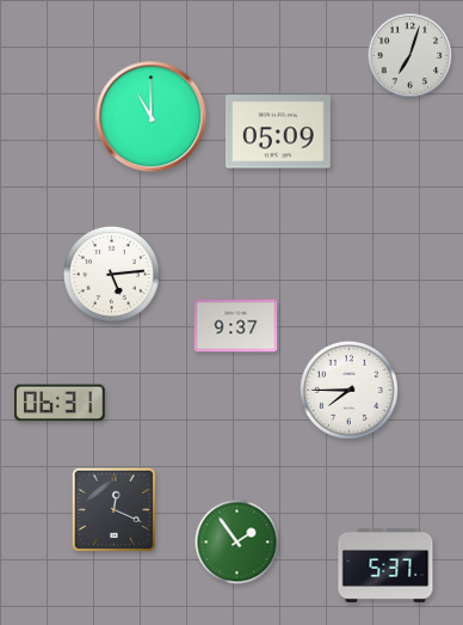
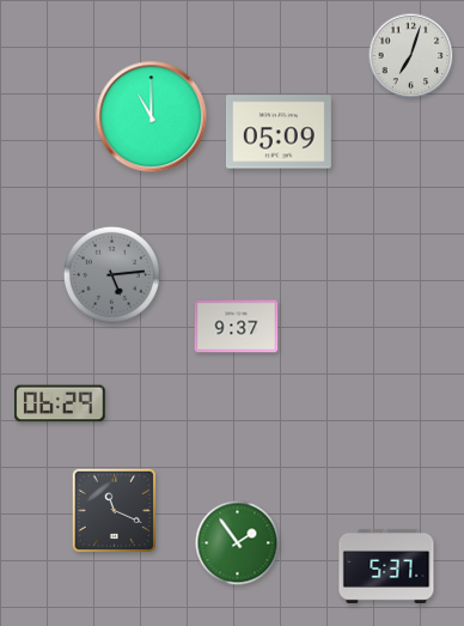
clock at (111, 274) dial: white -> grey
clock at (348, 390): 7:45 -> none
clock at (60, 403): 06:31 -> 06:29
clock at (113, 509): 12:19 -> 11:19
